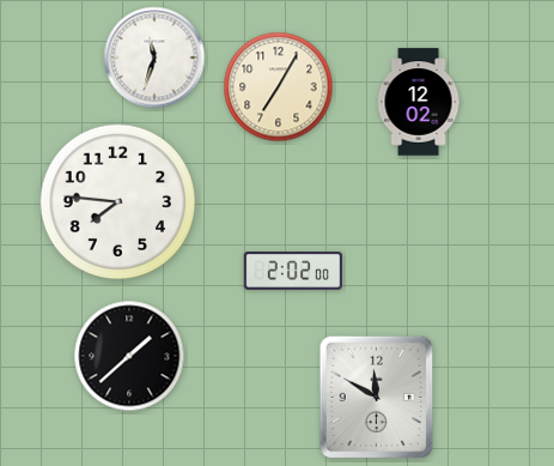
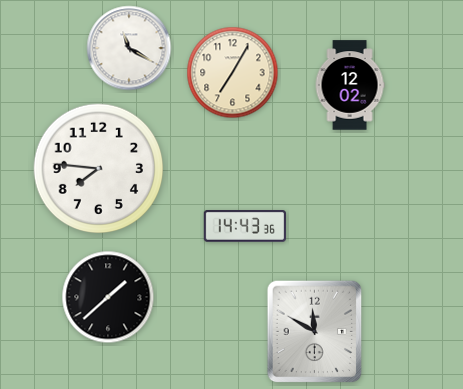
clock at (154, 58): 11:33 -> 11:20
clock at (292, 272): 2:02 -> 14:43
